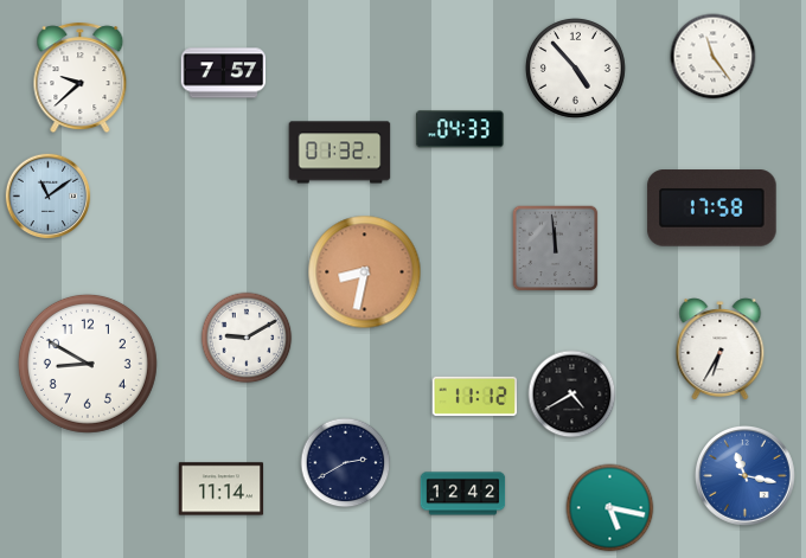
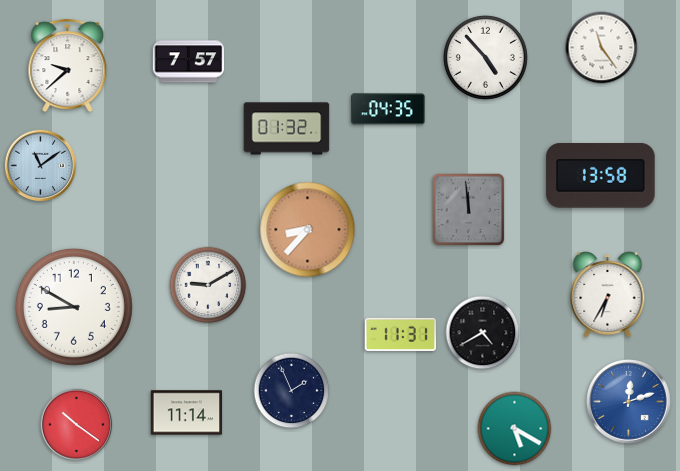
clock at (460, 129): 04:33 -> 04:35
clock at (712, 209): 17:58 -> 13:58
clock at (365, 272): 8:32 -> 8:37
clock at (474, 396): 11:12 -> 11:31
clock at (346, 463): 2:40 -> 1:56
clock at (746, 476): 11:17 -> 12:12
clock at (463, 494): 12:42 -> none
clock at (77, 425): none -> 10:21
clock at (610, 508): 5:17 -> 5:20
